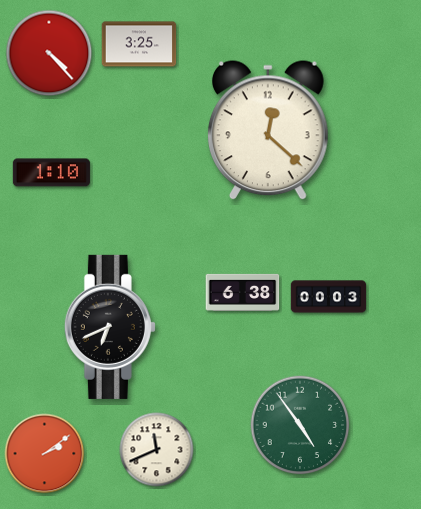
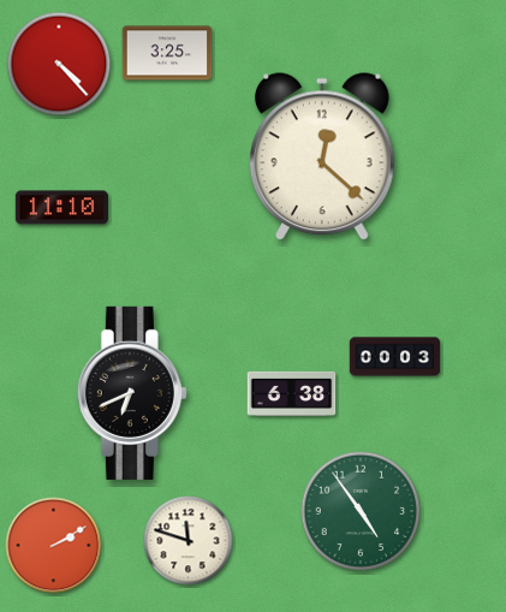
clock at (51, 173): 1:10 -> 11:10
clock at (243, 292) position: (243, 292) -> (292, 393)
clock at (157, 450): 11:41 -> 11:48
clock at (45, 454): 2:09 -> 2:10
